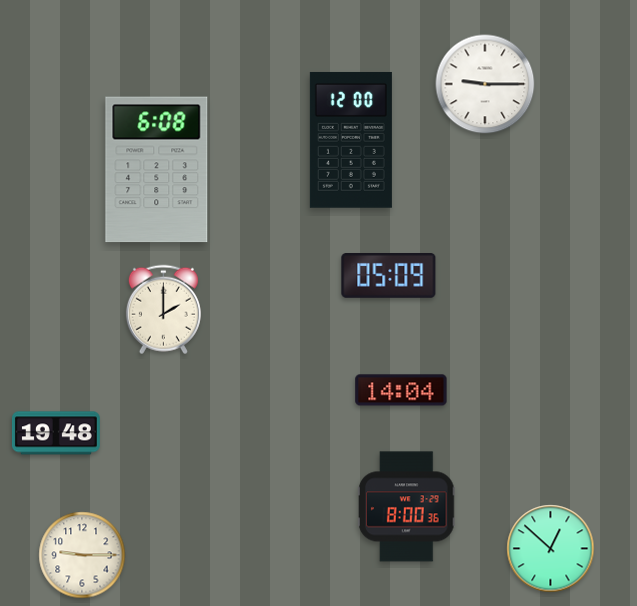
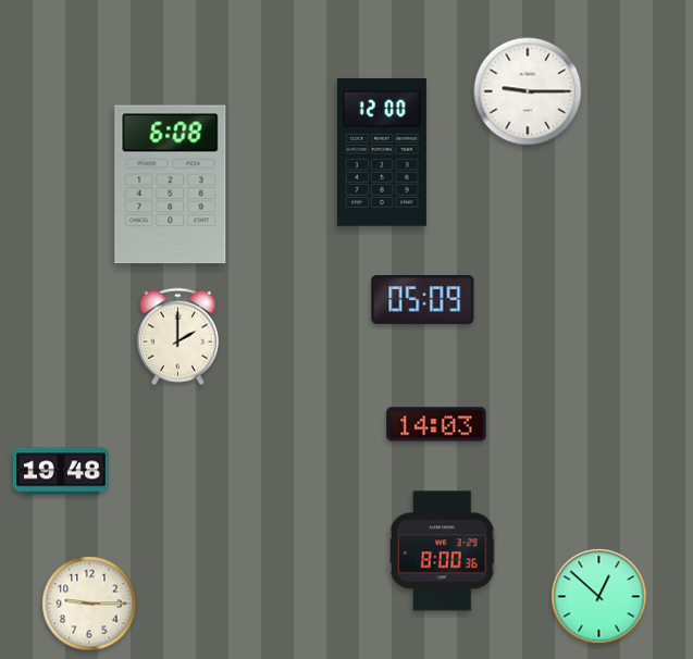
clock at (401, 390): 14:04 -> 14:03
